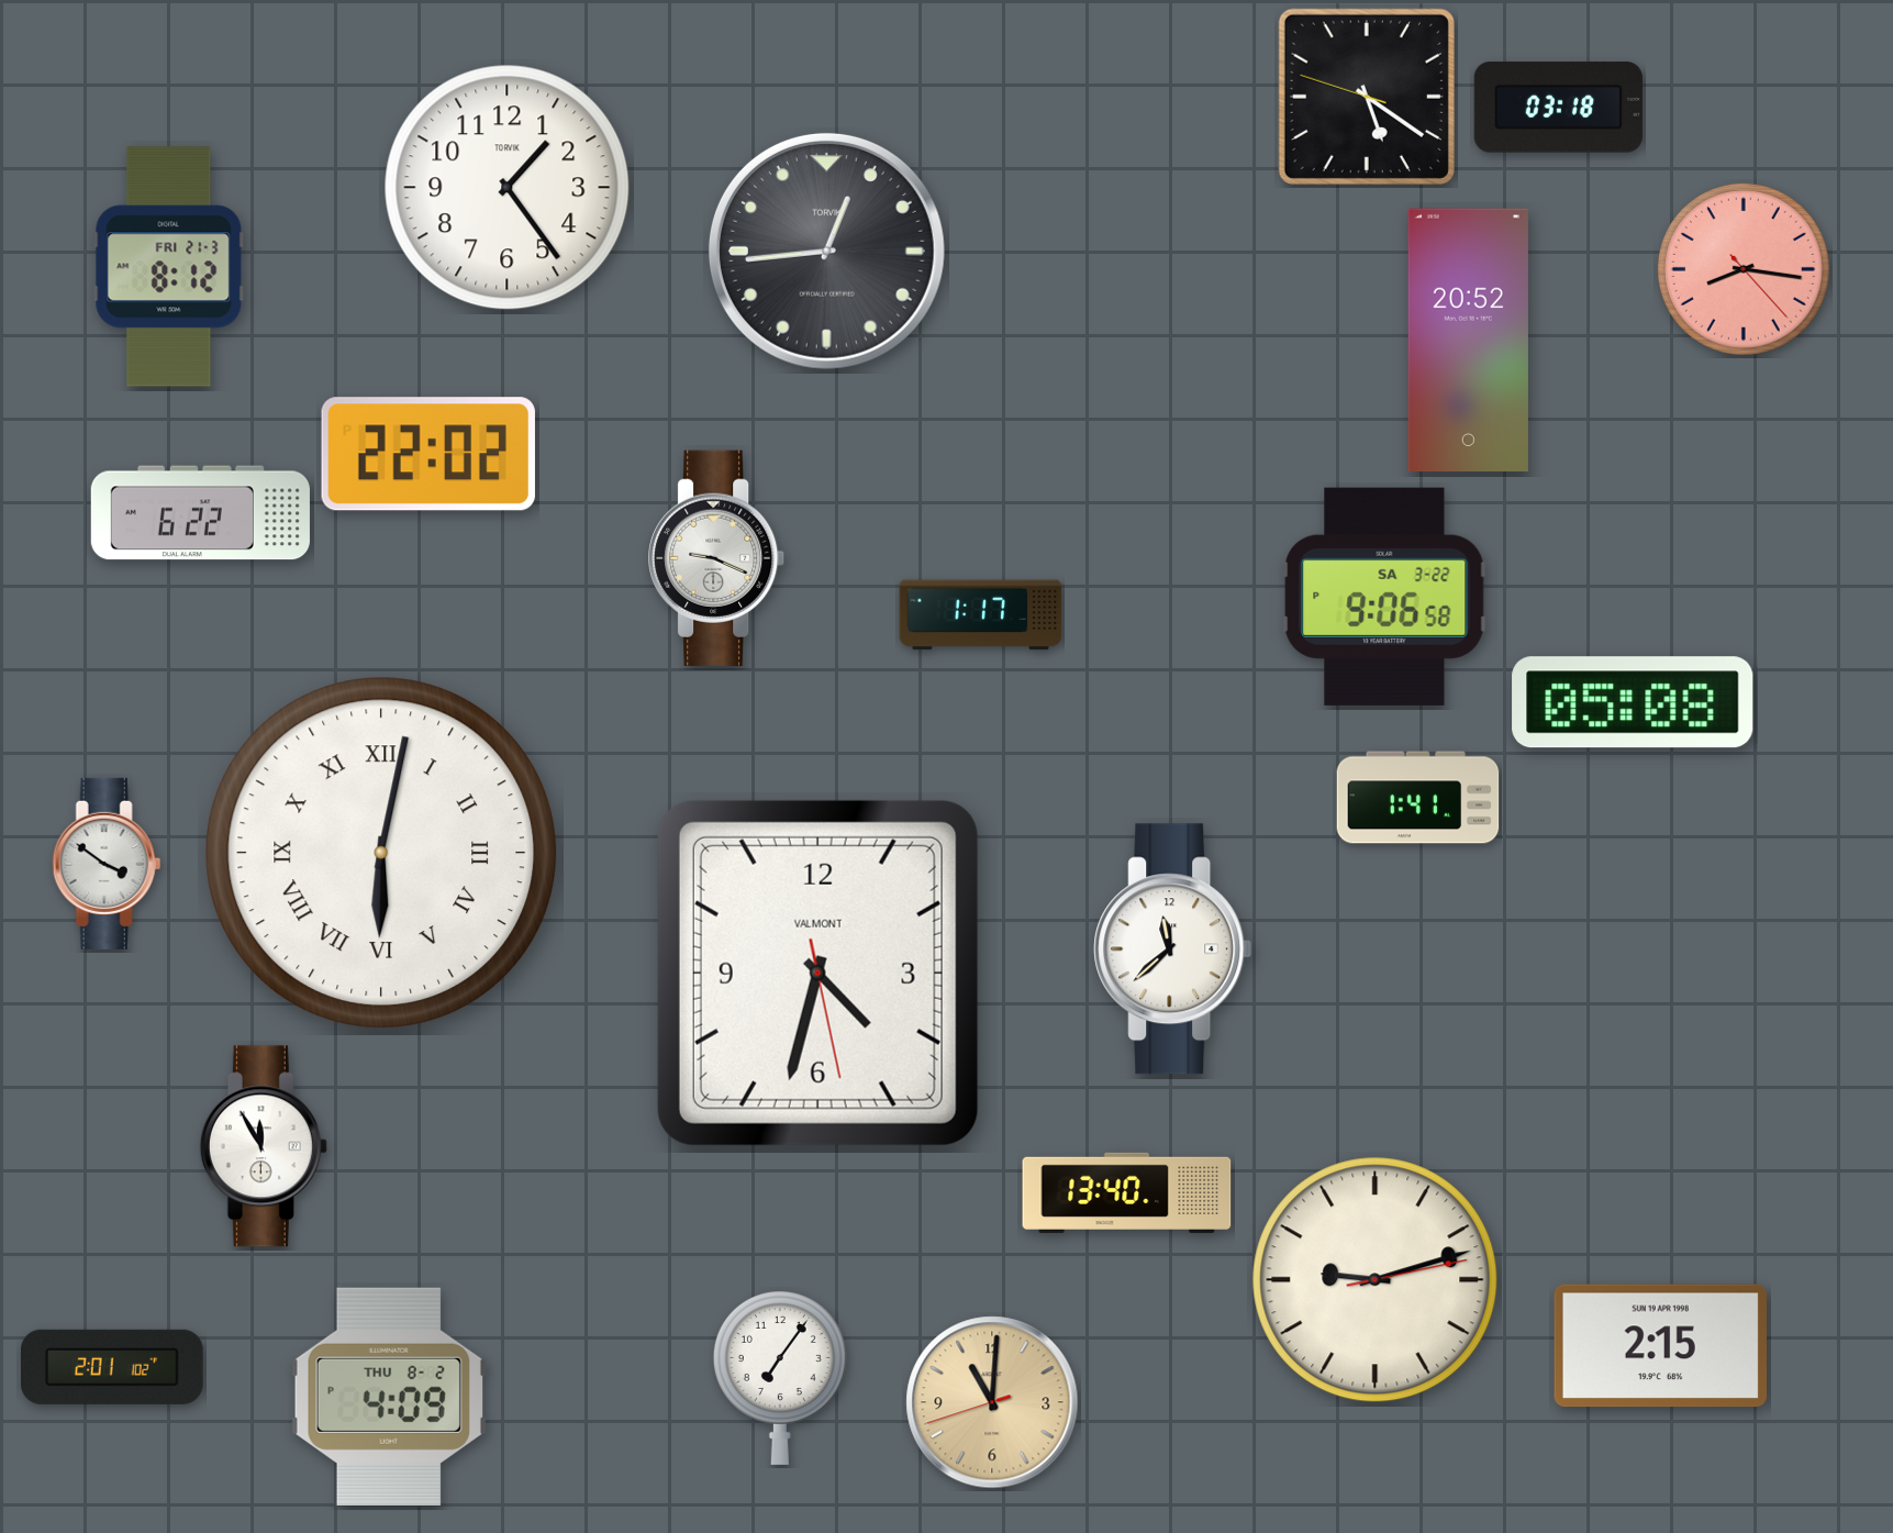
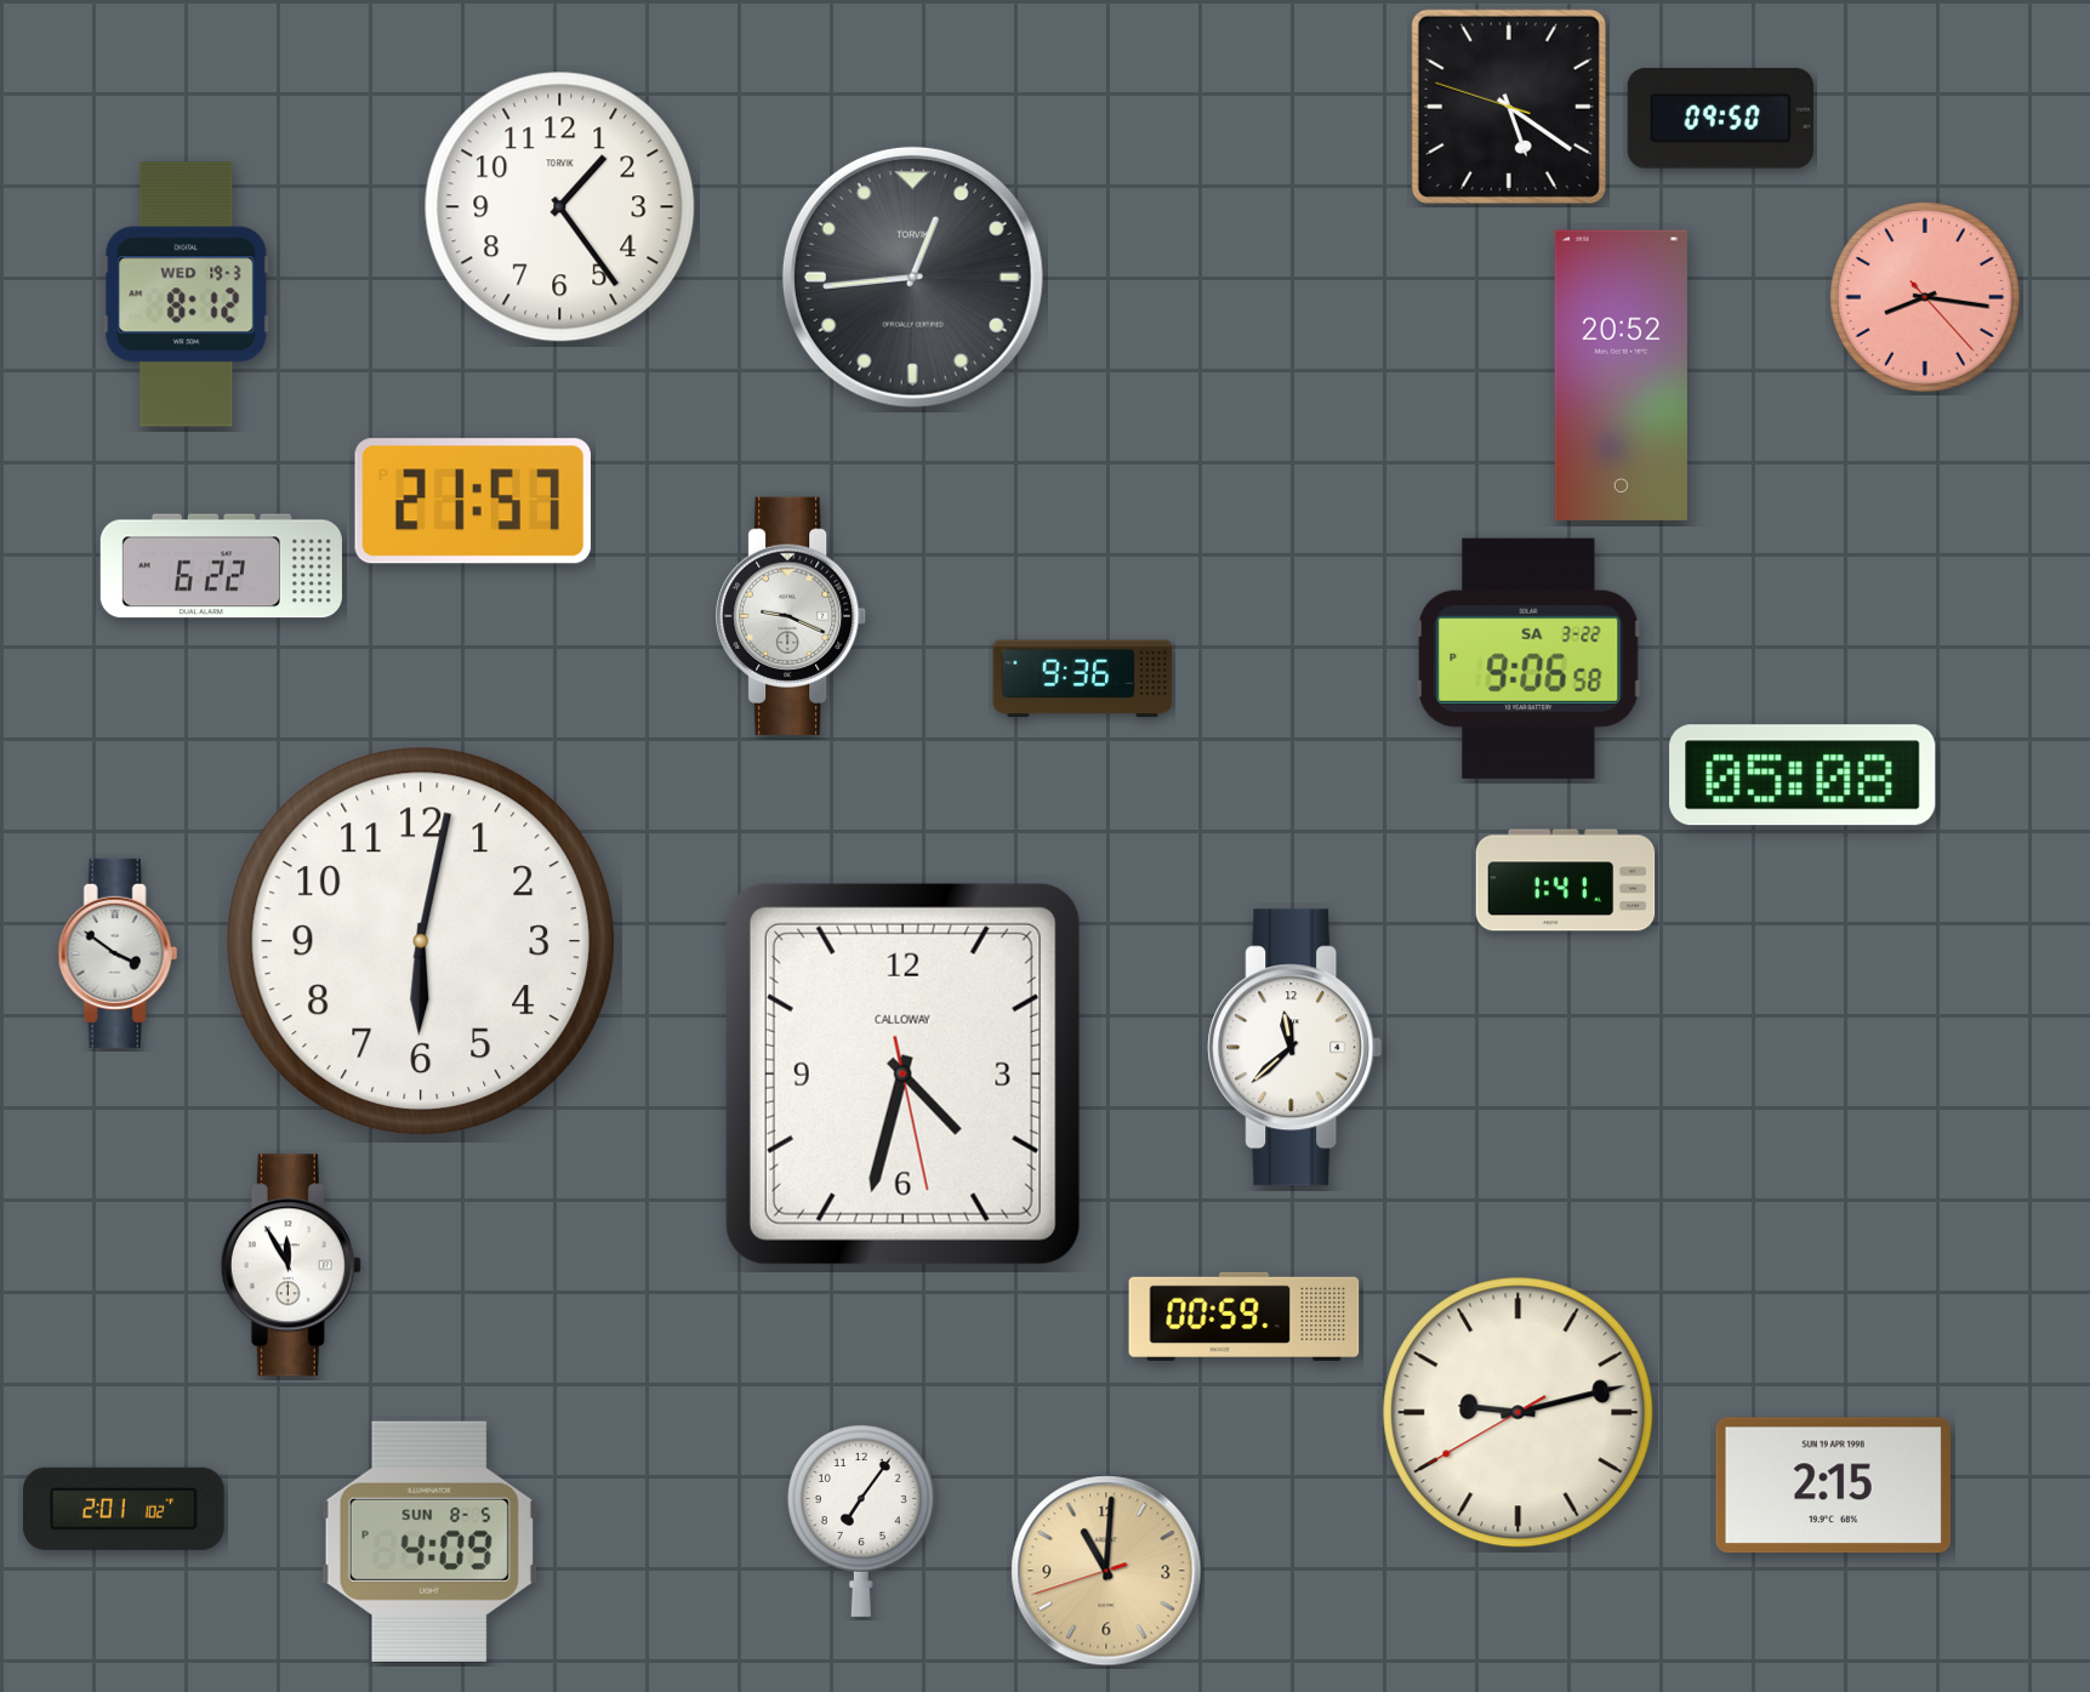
clock at (1558, 108): 03:18 -> 09:50
clock at (169, 267) date: FRI 21-3 -> WED 19-3
clock at (428, 454): 22:02 -> 21:57
clock at (981, 615): 1:17 -> 9:36
clock at (381, 853) numerals: Roman -> Arabic
clock at (817, 973) brand: VALMONT -> CALLOWAY
clock at (1127, 1192): 13:40 -> 00:59
clock at (1376, 1280): 9:12:13 -> 9:12:40
clock at (389, 1397) date: THU 8-2 -> SUN 8-5
clock at (992, 1402) position: (992, 1402) -> (1106, 1571)
